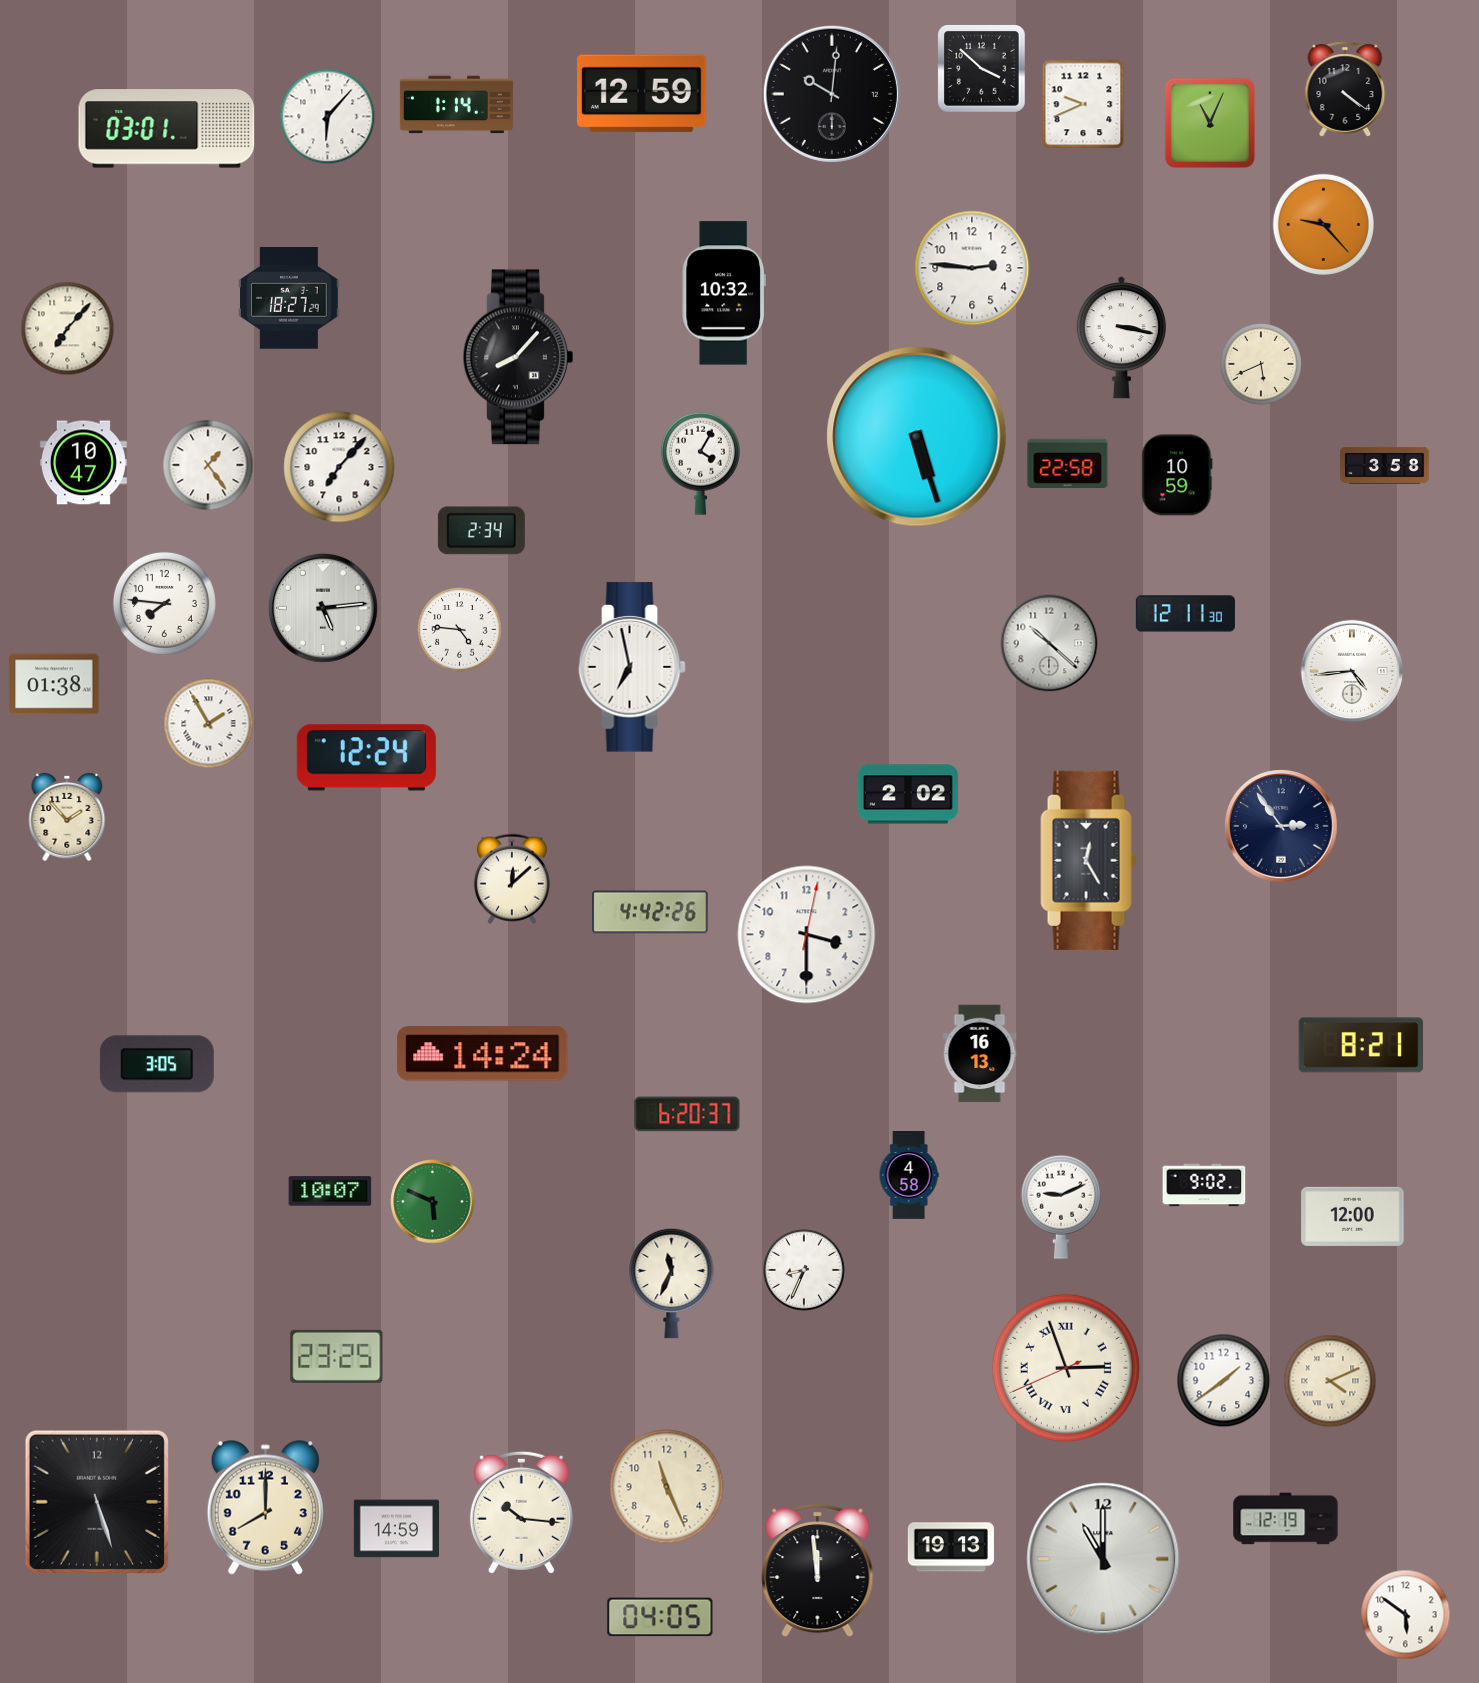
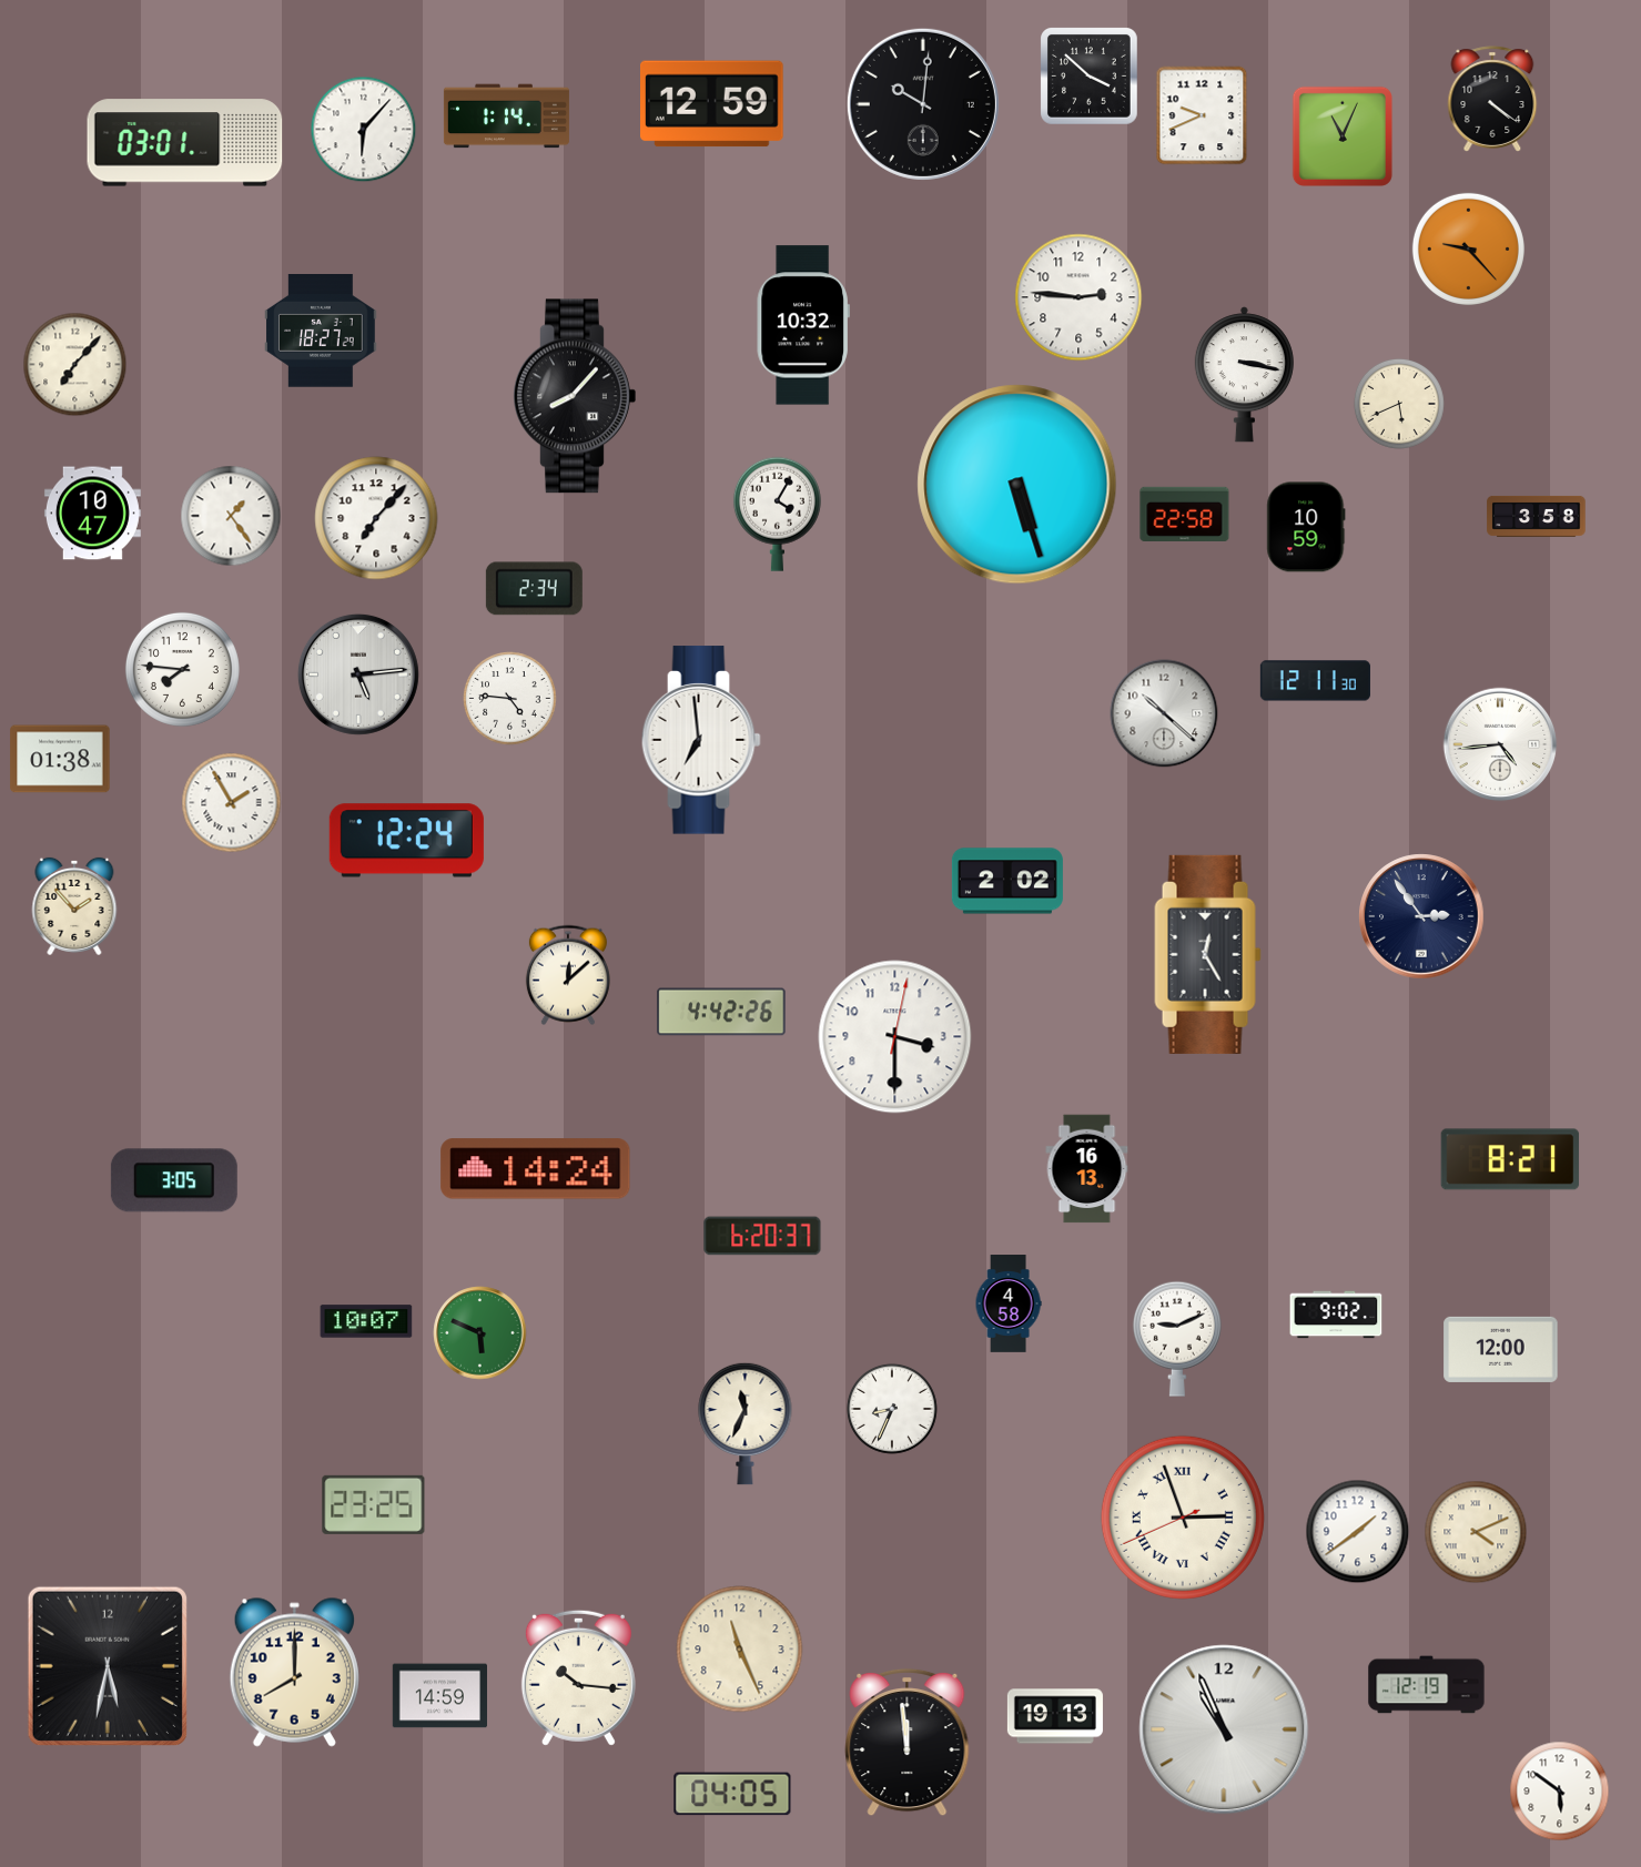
clock at (632, 667): 6:58 -> 6:59
clock at (97, 1502): 5:27 -> 5:32
clock at (1103, 1559): 11:00 -> 10:56
